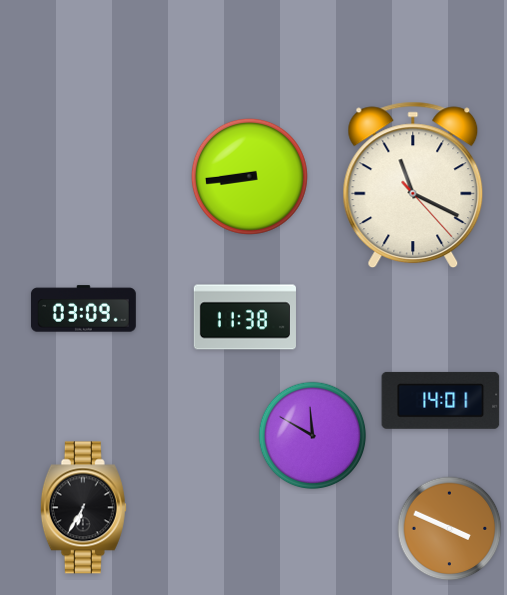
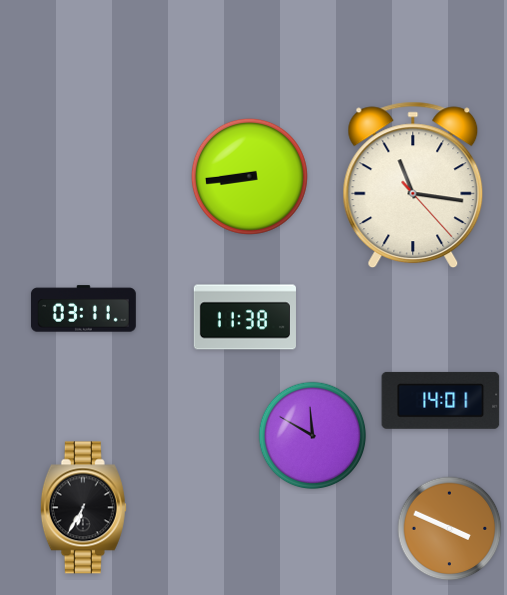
clock at (413, 185): 11:19 -> 11:16
clock at (83, 309): 03:09 -> 03:11
